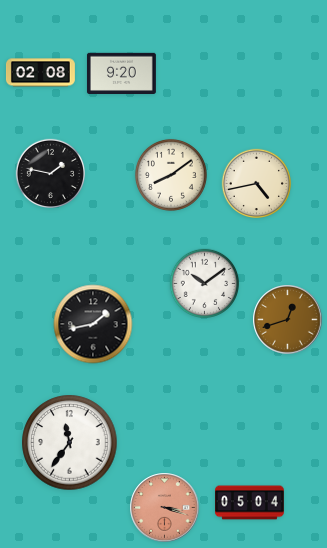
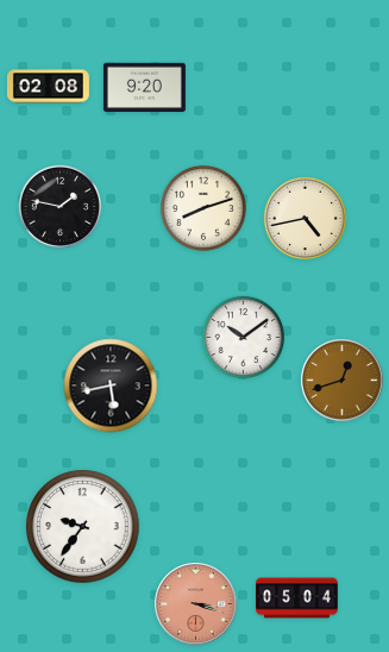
clock at (171, 175): 8:09 -> 8:12
clock at (93, 324): 1:43 -> 5:43
clock at (70, 443): 11:36 -> 9:36
